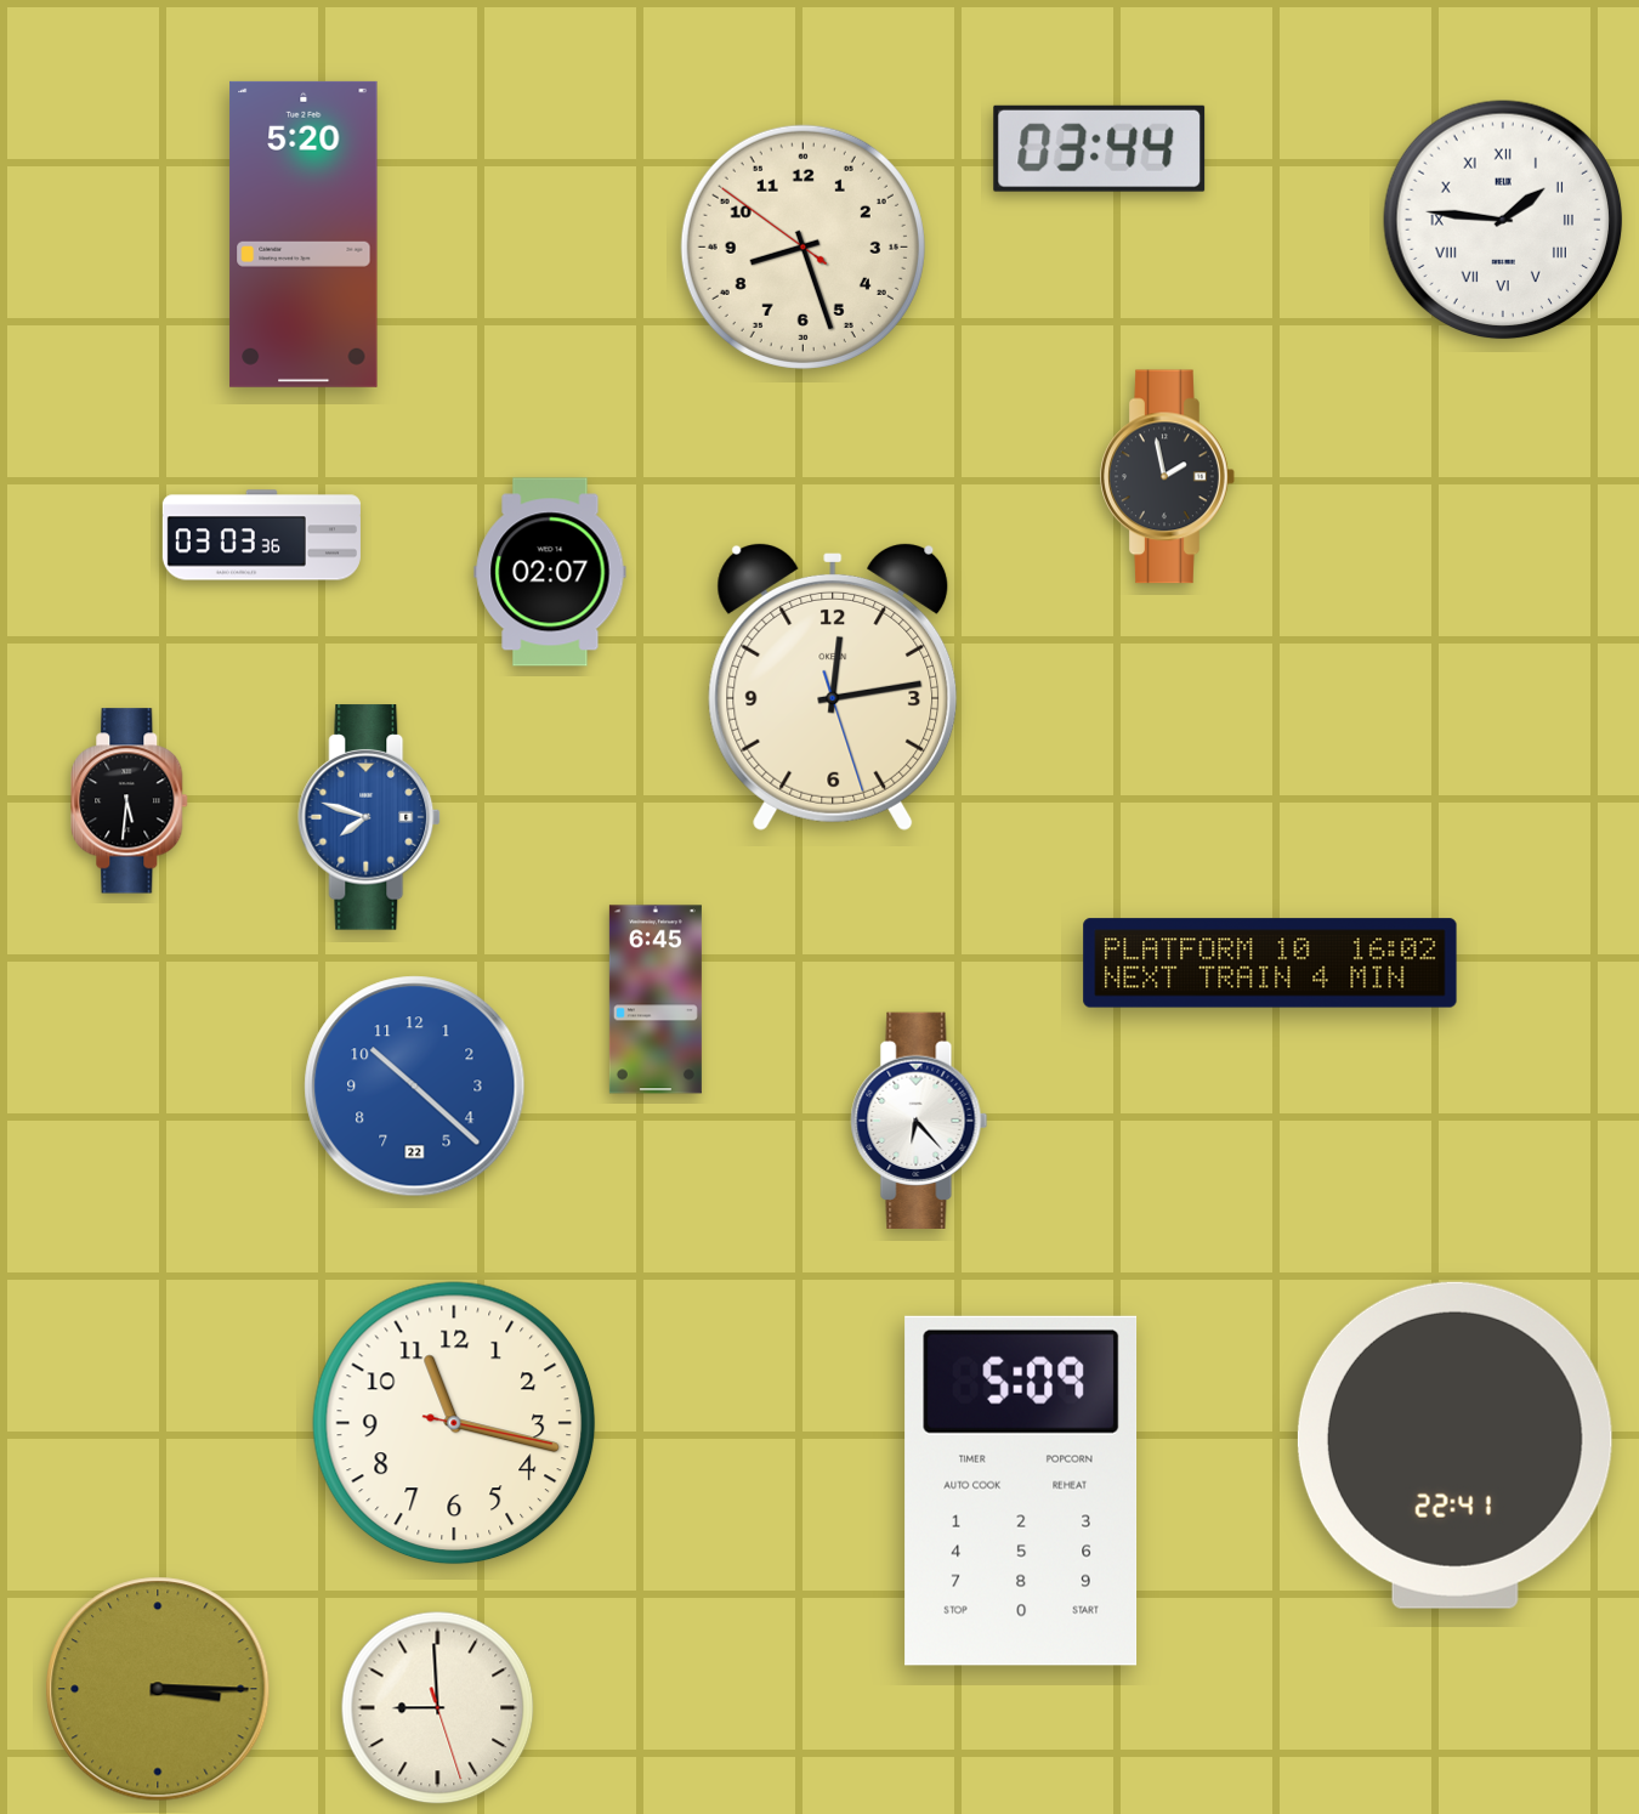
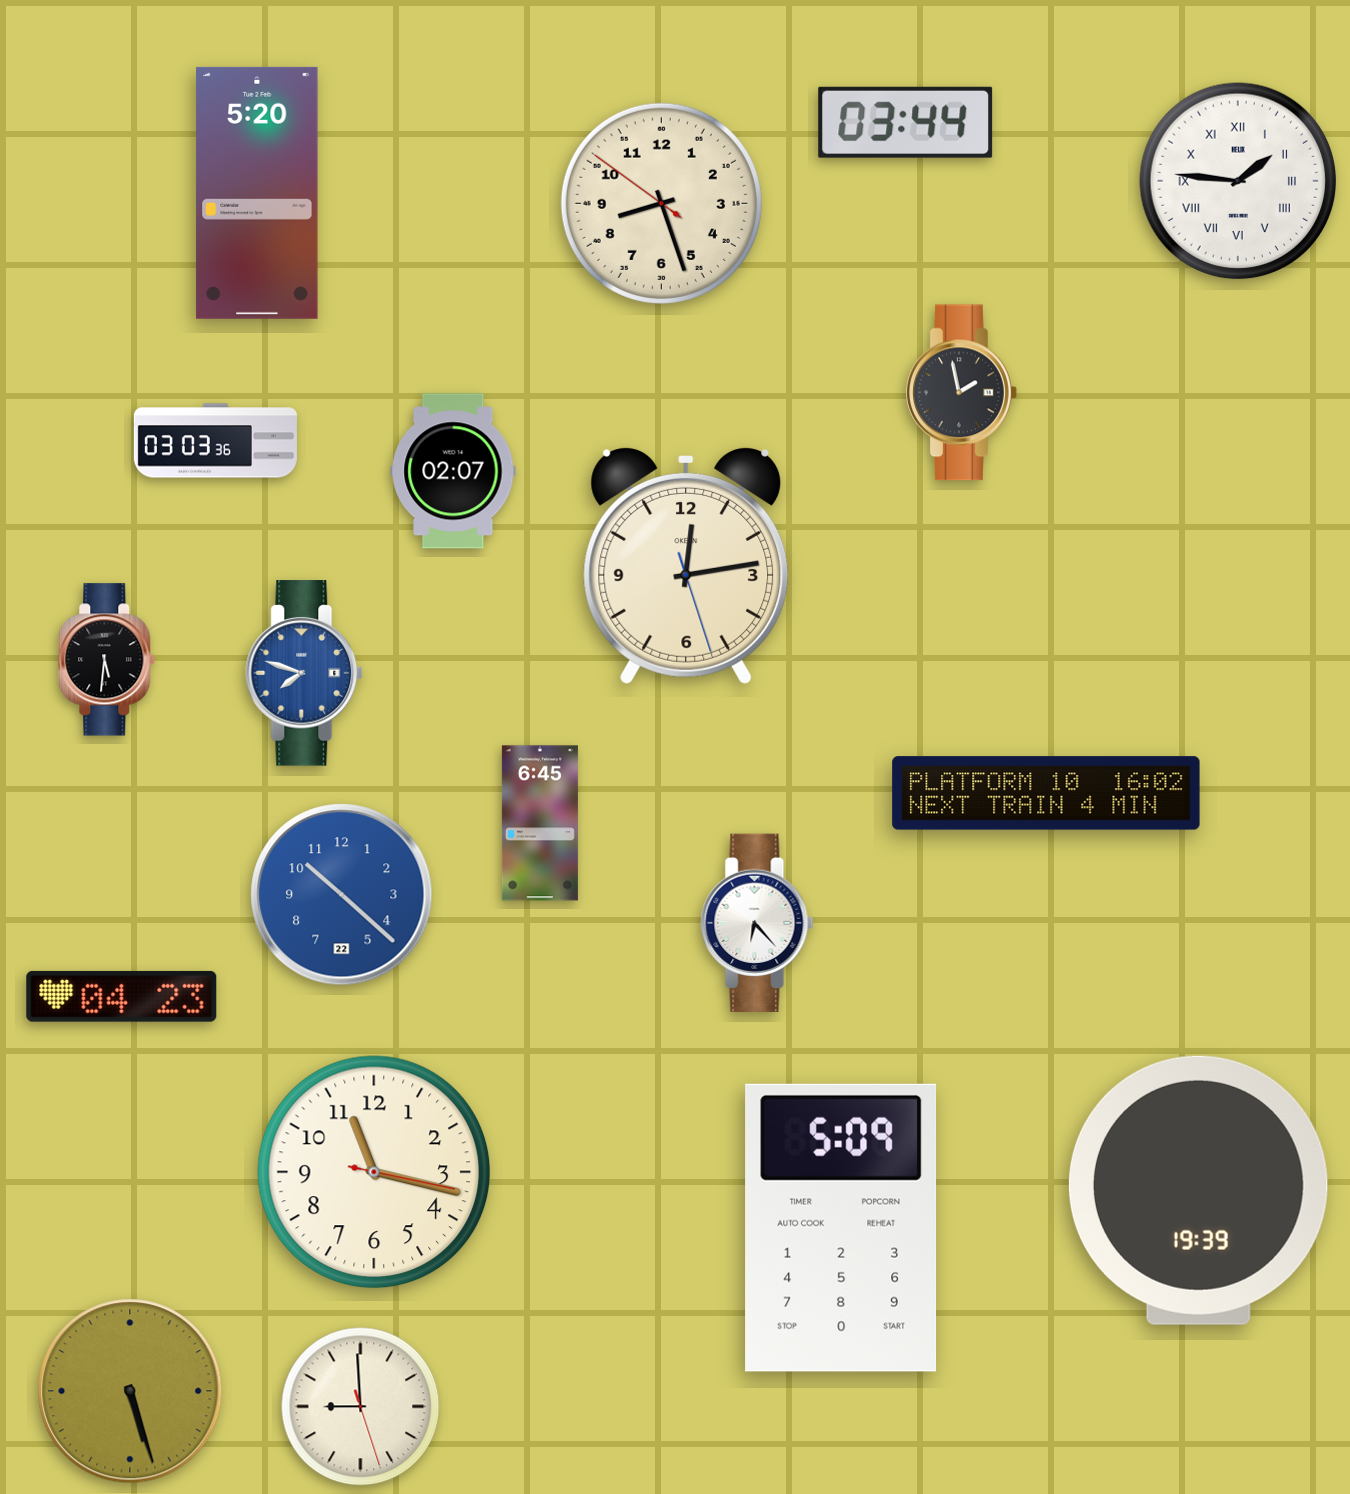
clock at (304, 234) position: (304, 234) -> (257, 193)
clock at (122, 996): none -> 04:23
clock at (1454, 1445): 22:41 -> 19:39
clock at (158, 1689): 3:15 -> 5:27
